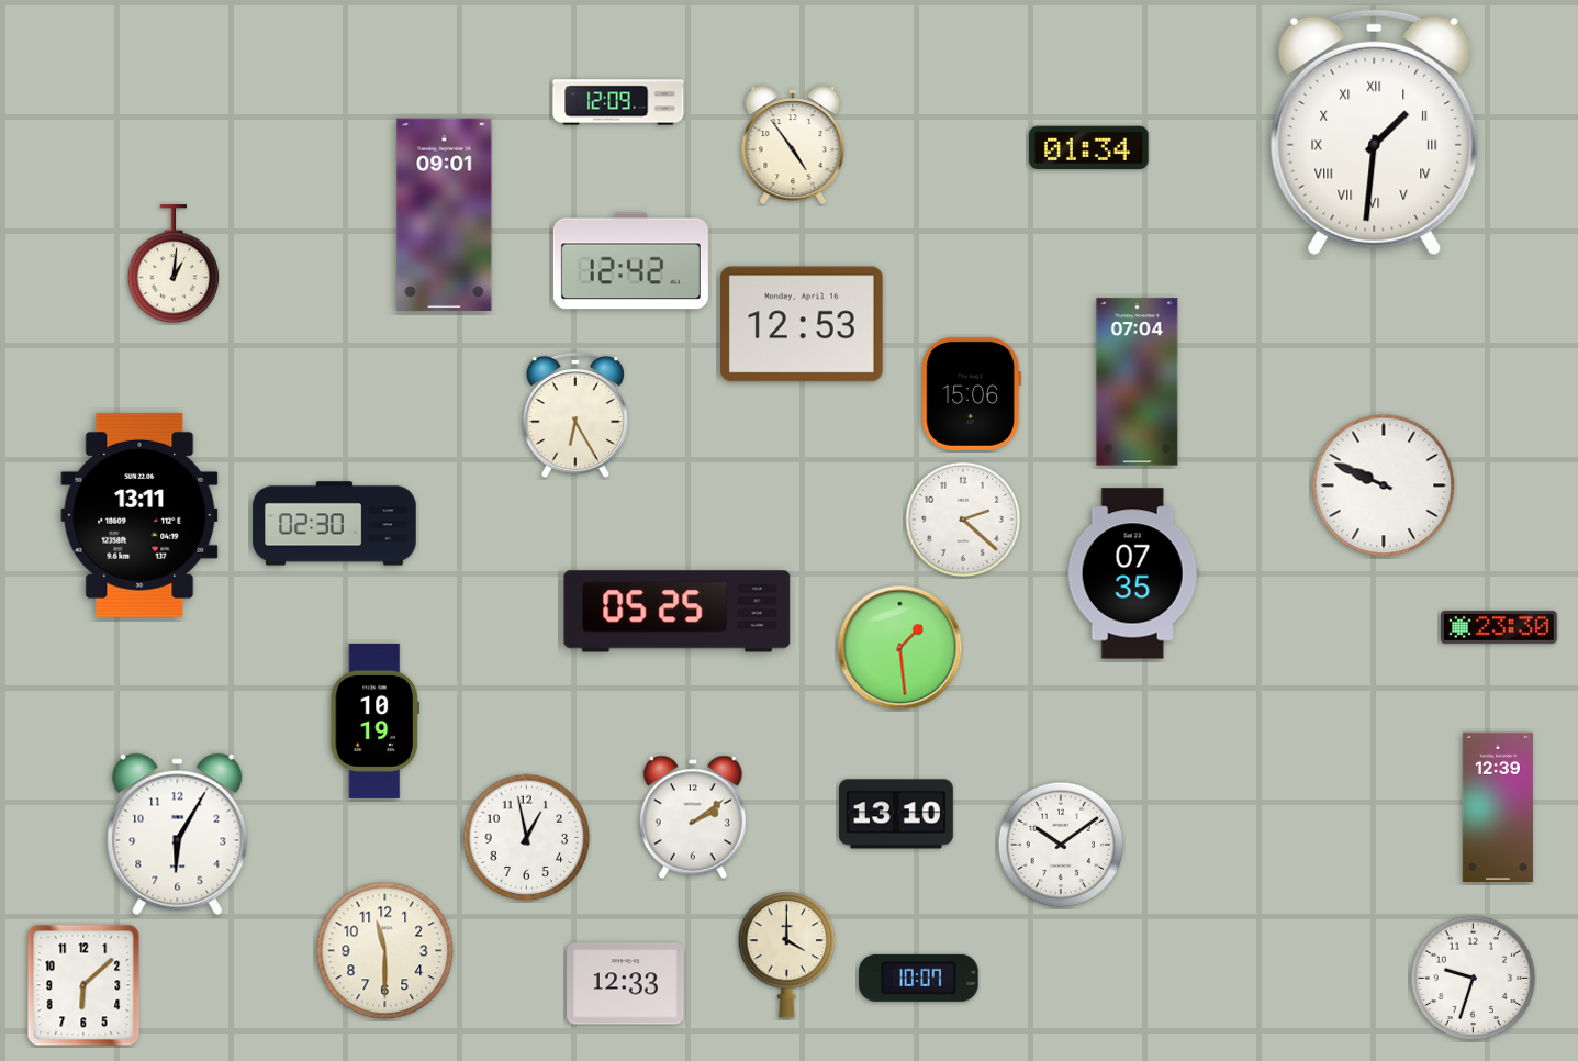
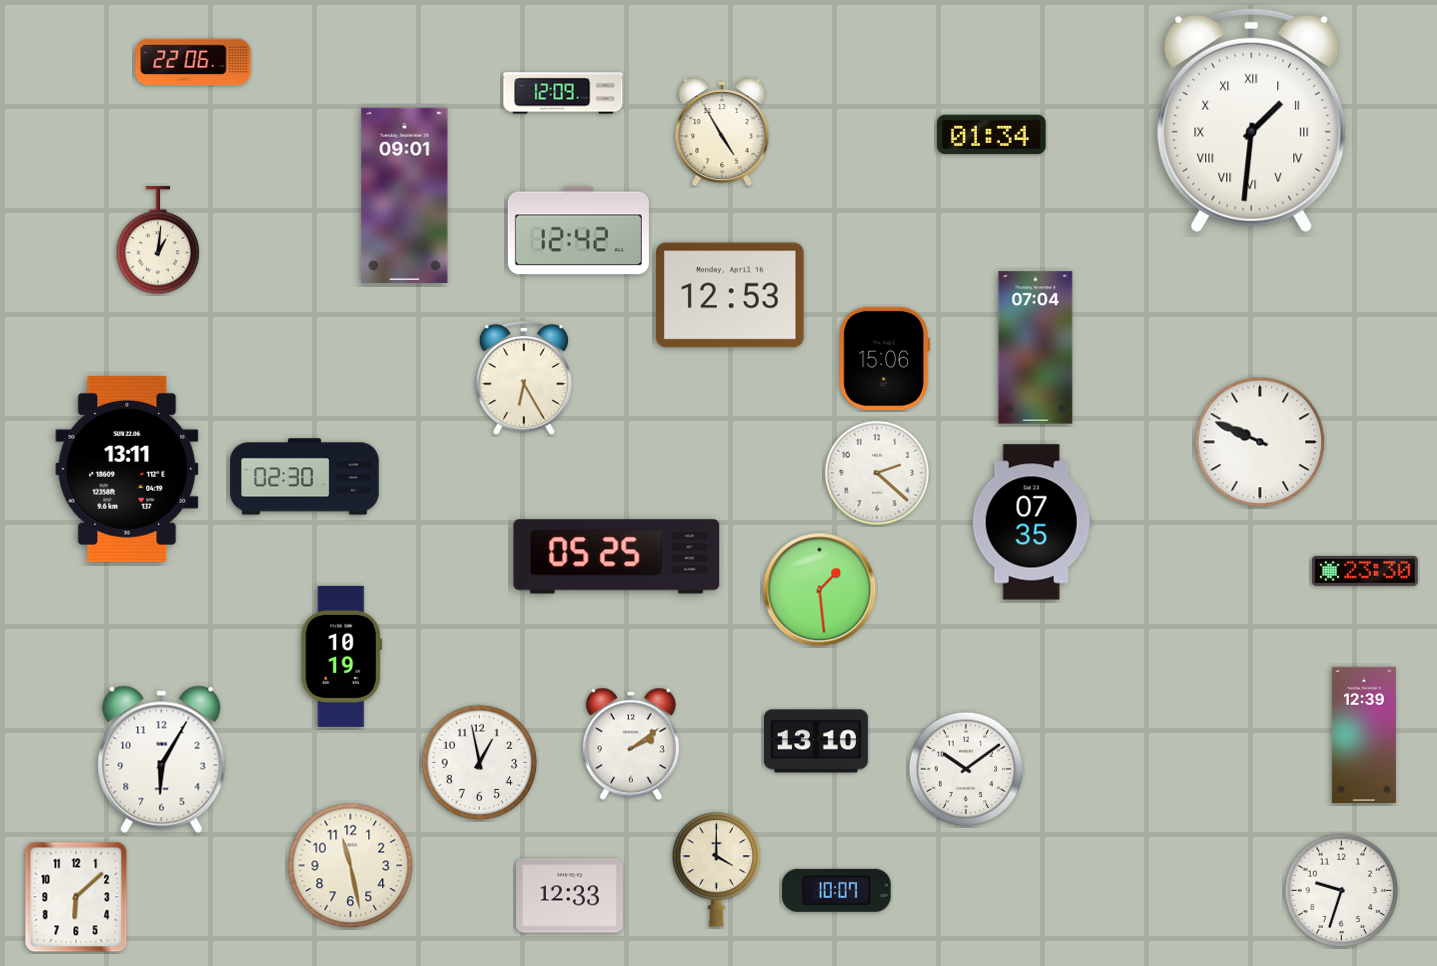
clock at (193, 62): none -> 22:06
clock at (793, 145): 4:54 -> 4:55
clock at (630, 261) position: (630, 261) -> (578, 231)
clock at (385, 951): 11:30 -> 11:28
